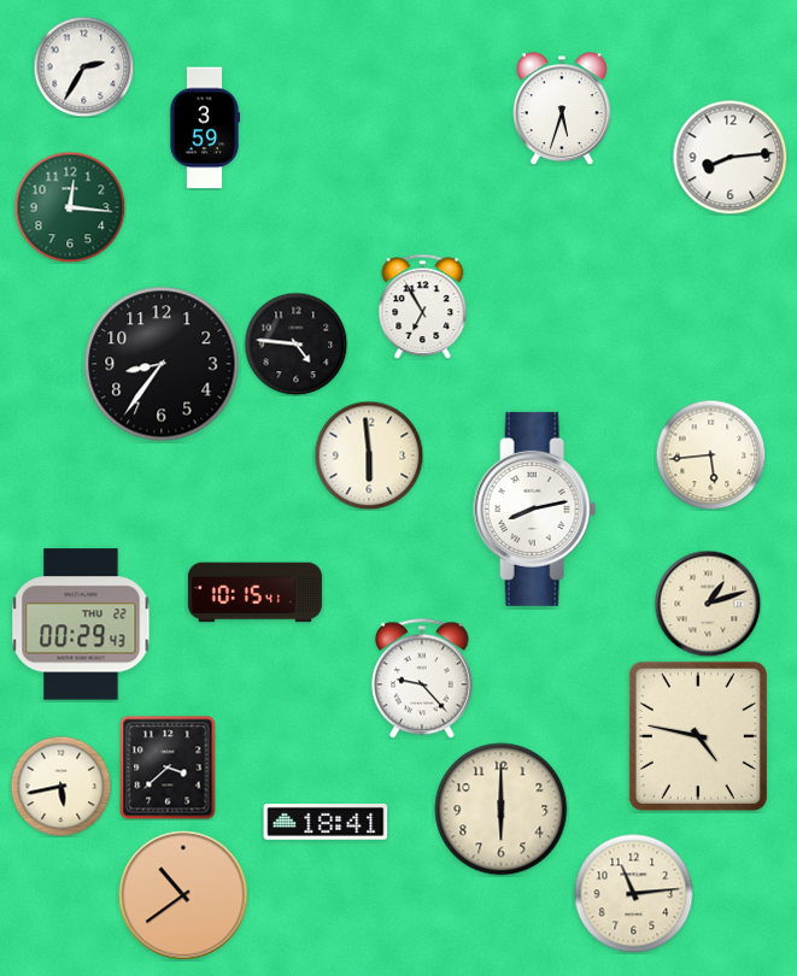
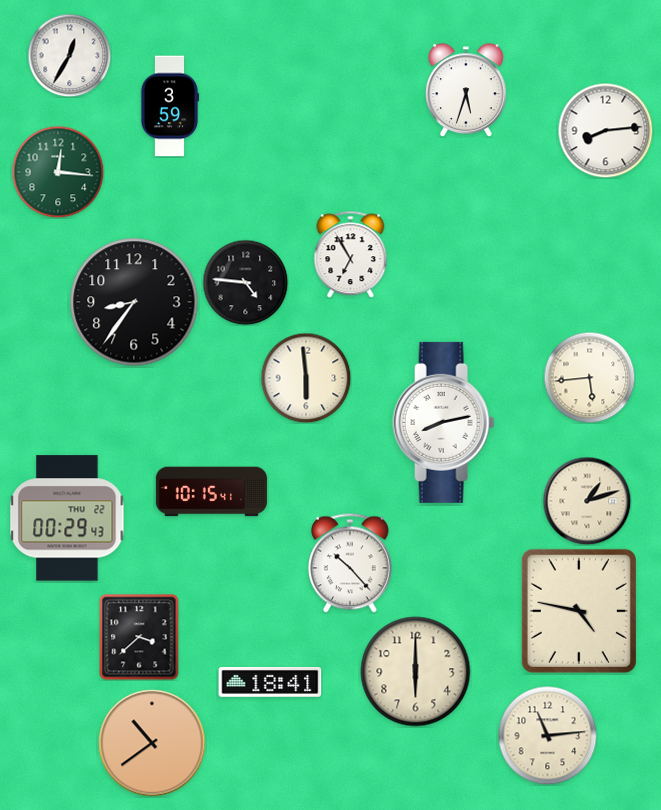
clock at (83, 66): 2:35 -> 12:35
clock at (295, 343) position: (295, 343) -> (245, 282)
clock at (423, 678): 9:23 -> 10:23
clock at (60, 786): 5:43 -> none
clock at (634, 894) position: (634, 894) -> (548, 736)
